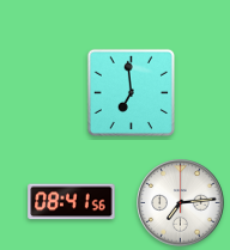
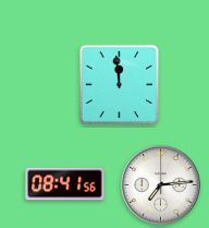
clock at (131, 92): 6:59 -> 11:59
clock at (181, 203) position: (181, 203) -> (161, 185)
